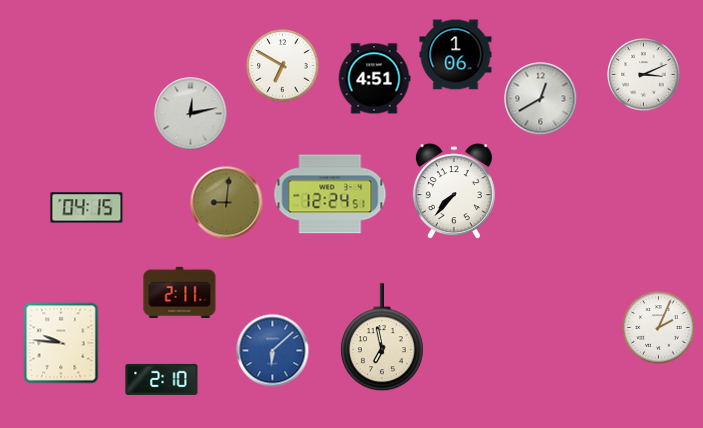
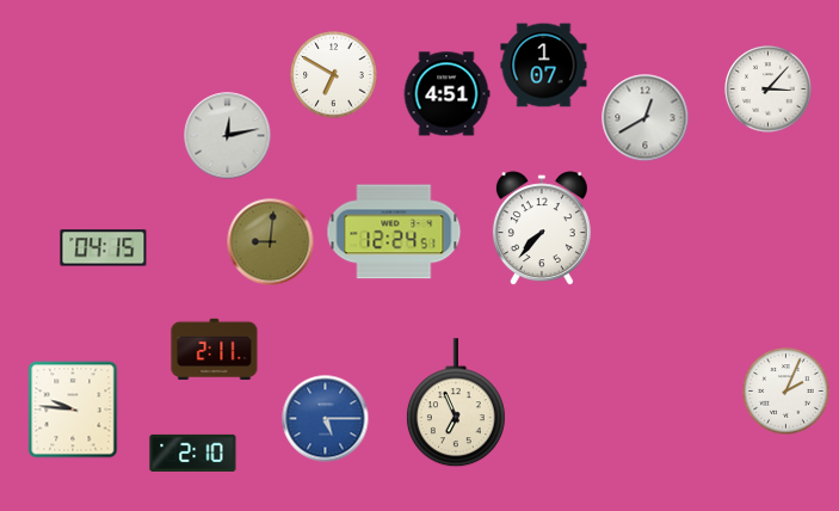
clock at (456, 55): 1:06 -> 1:07
clock at (283, 66) position: (283, 66) -> (334, 75)
clock at (644, 75): 3:11 -> 3:07
clock at (382, 338): 6:58 -> 6:56
clock at (273, 351): 6:08 -> 5:15
